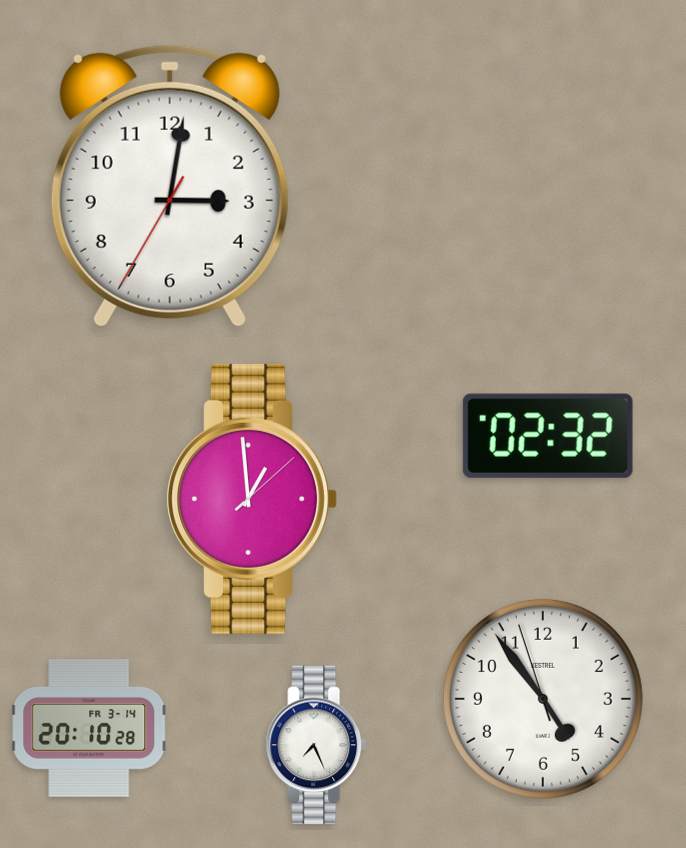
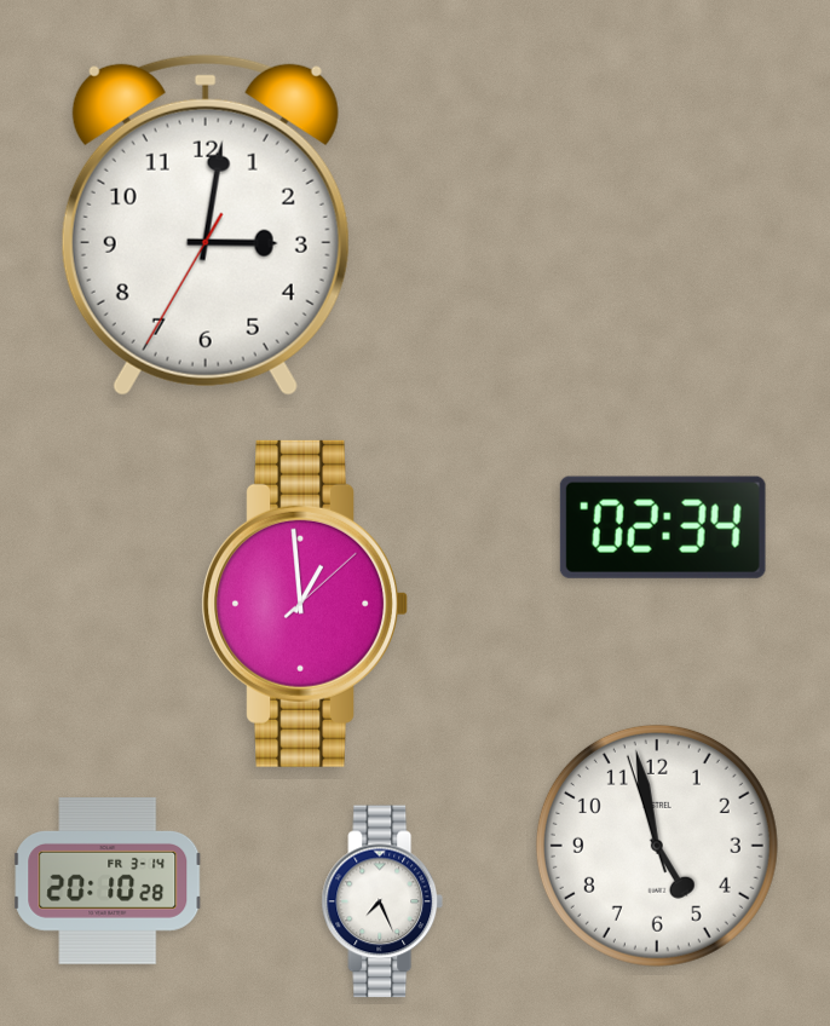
clock at (548, 436): 02:32 -> 02:34
clock at (543, 699): 4:53 -> 4:57
